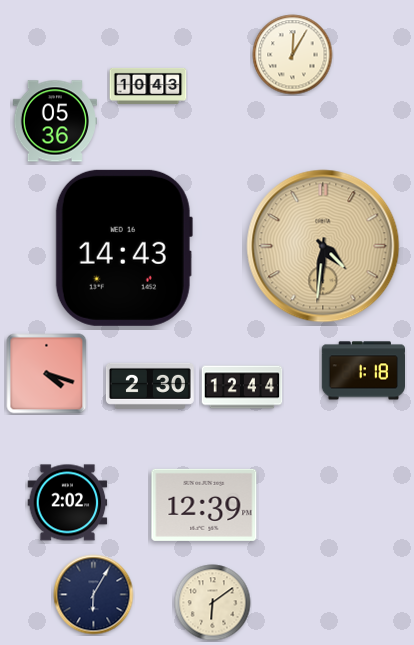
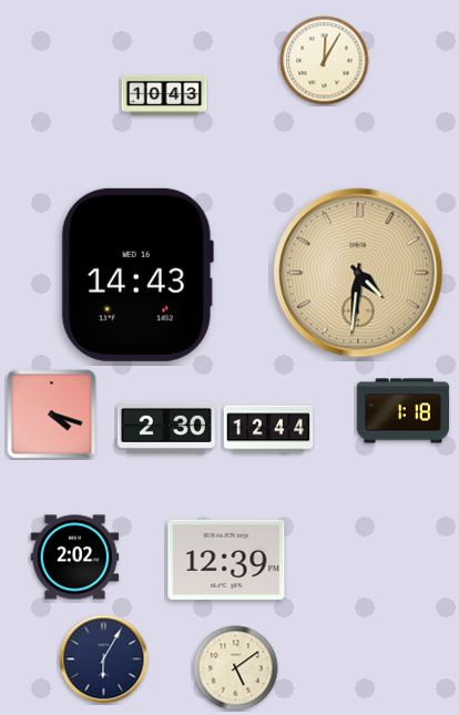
clock at (55, 121): 05:36 -> none
clock at (213, 603): 6:09 -> 5:09
